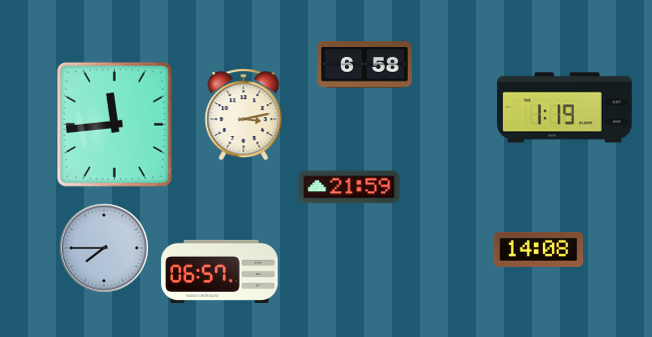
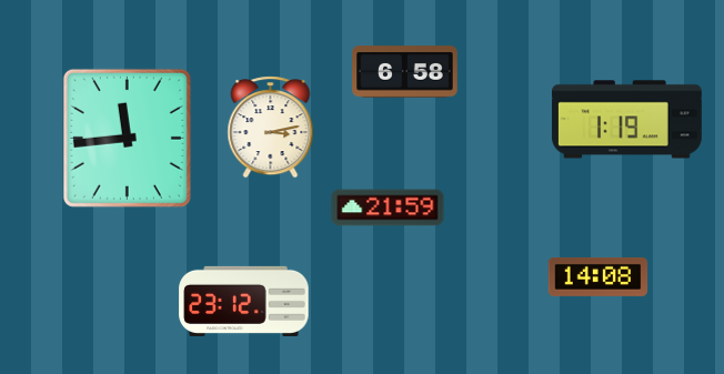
clock at (104, 248): 7:45 -> none
clock at (220, 271): 06:57 -> 23:12
